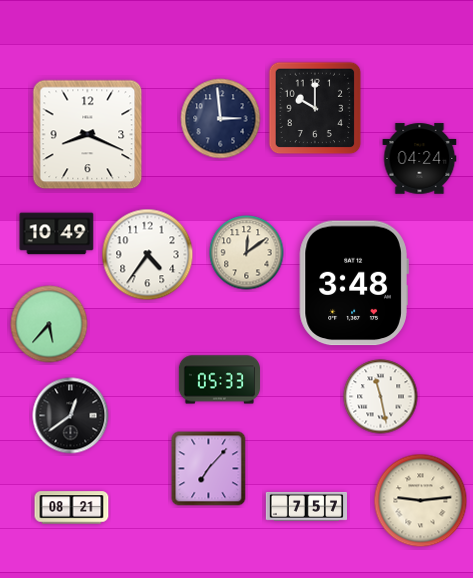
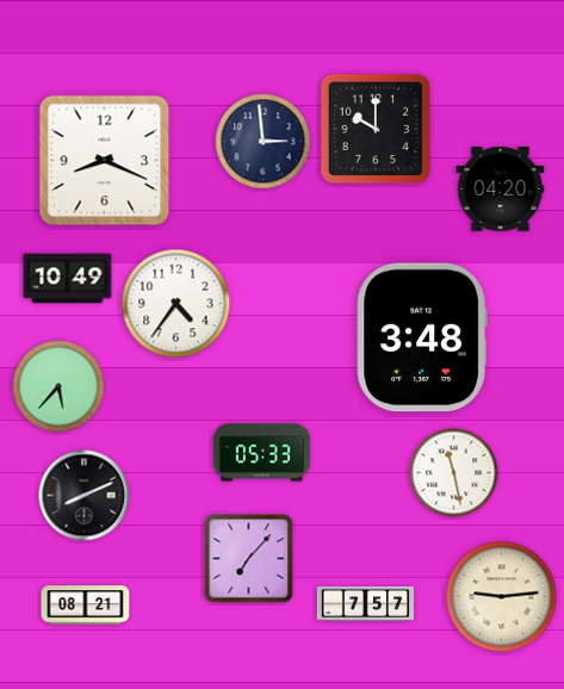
clock at (420, 159): 04:24 -> 04:20
clock at (247, 253): 12:09 -> none
clock at (71, 416): 12:39 -> 8:11
